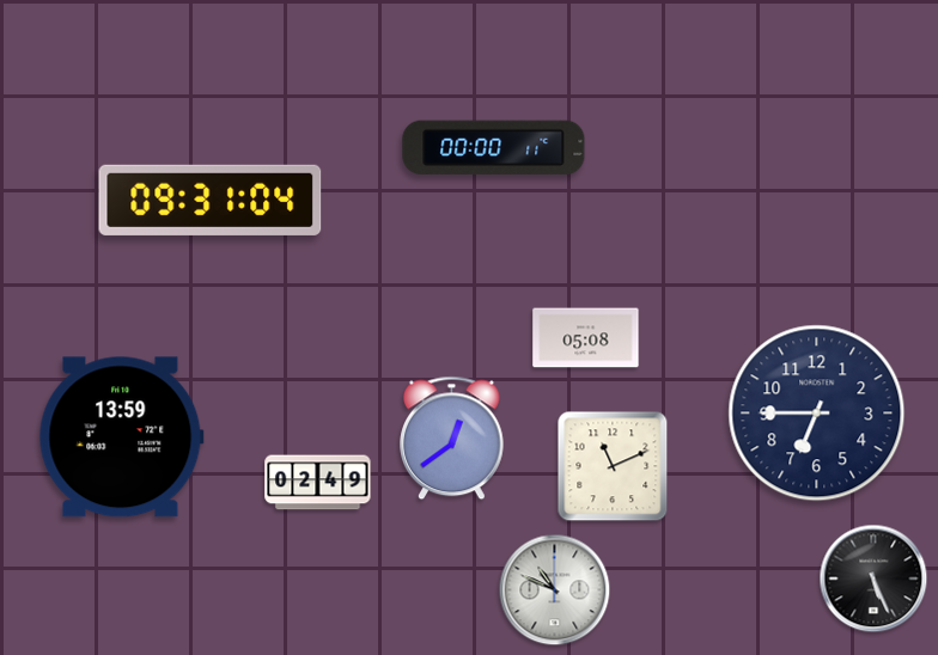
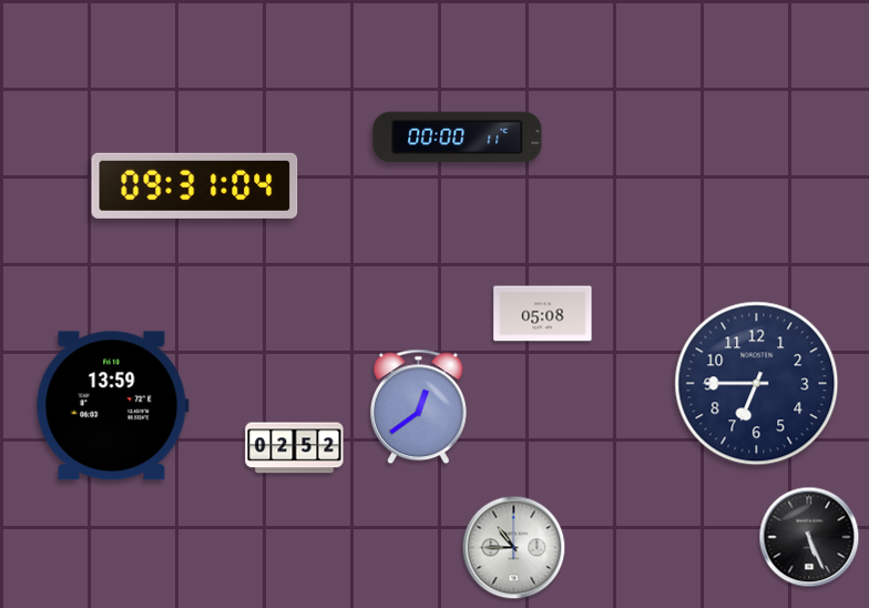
clock at (613, 466): 11:11 -> none
clock at (318, 483): 02:49 -> 02:52
clock at (555, 590): 10:49 -> 10:45
